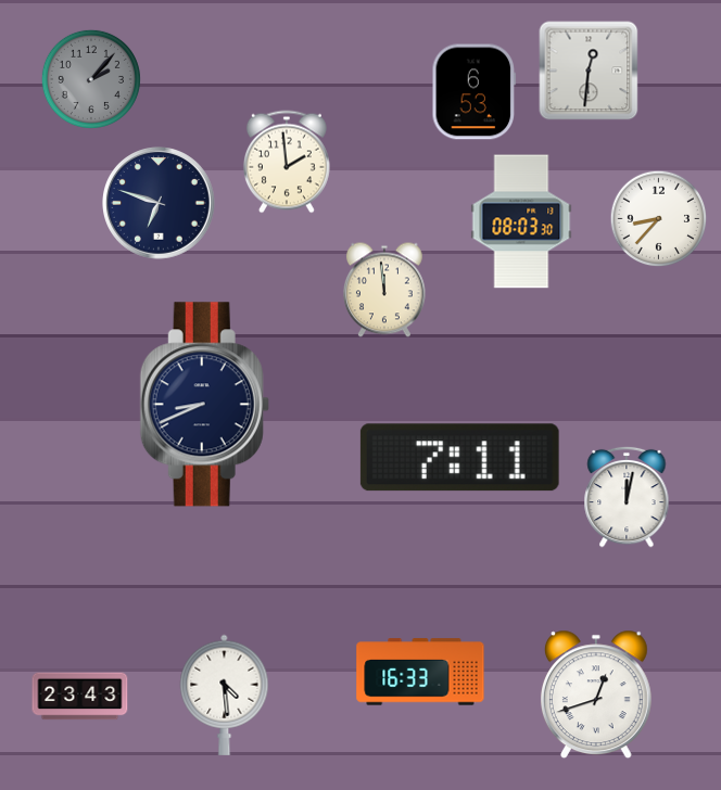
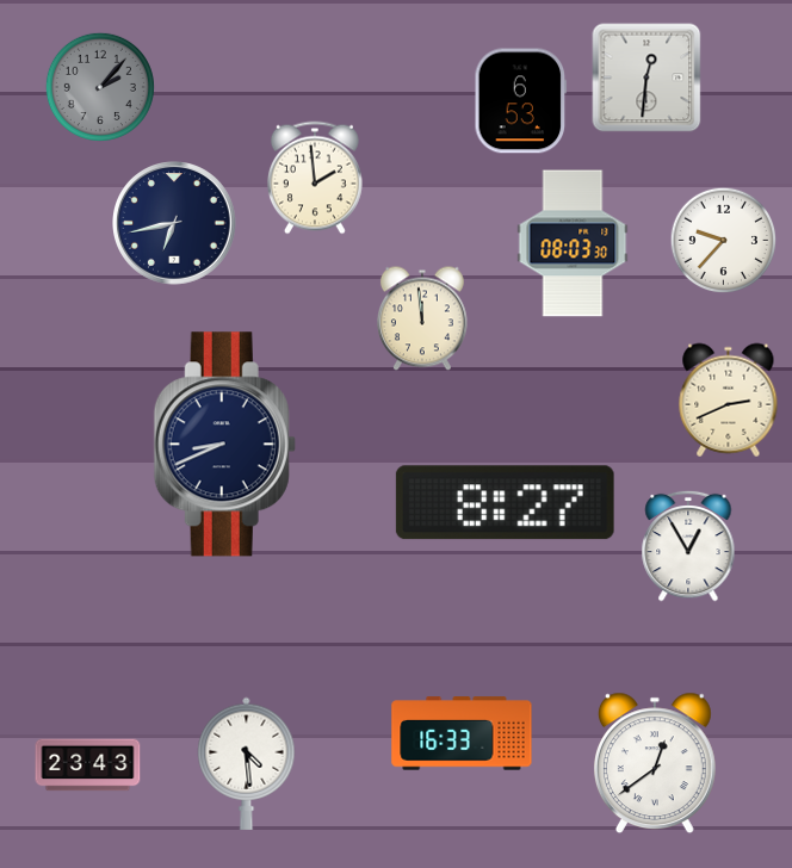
clock at (159, 203): 6:48 -> 6:43
clock at (659, 219): 8:37 -> 9:37
clock at (729, 401): none -> 2:41
clock at (459, 458): 7:11 -> 8:27
clock at (627, 497): 12:02 -> 12:55
clock at (420, 672) position: (420, 672) -> (462, 733)
clock at (596, 695): 12:42 -> 12:39
